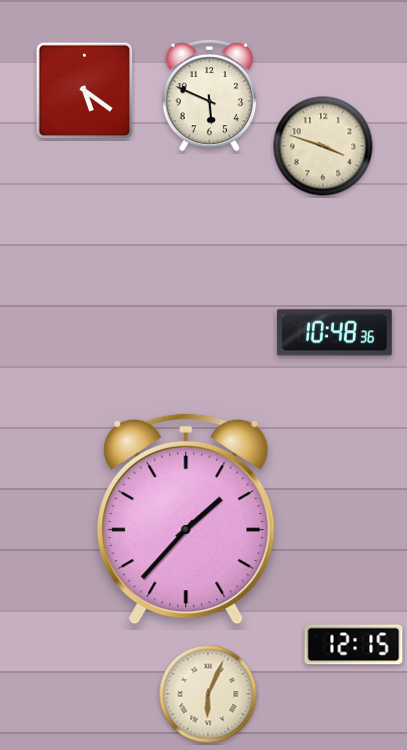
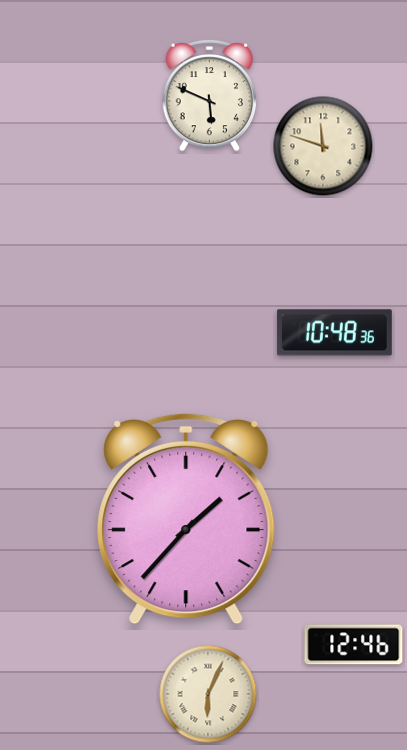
clock at (85, 91): 5:21 -> none
clock at (323, 146): 3:48 -> 11:48
clock at (354, 645): 12:15 -> 12:46
